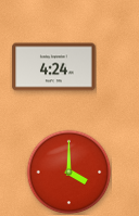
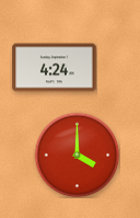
clock at (68, 171) position: (68, 171) -> (77, 154)
